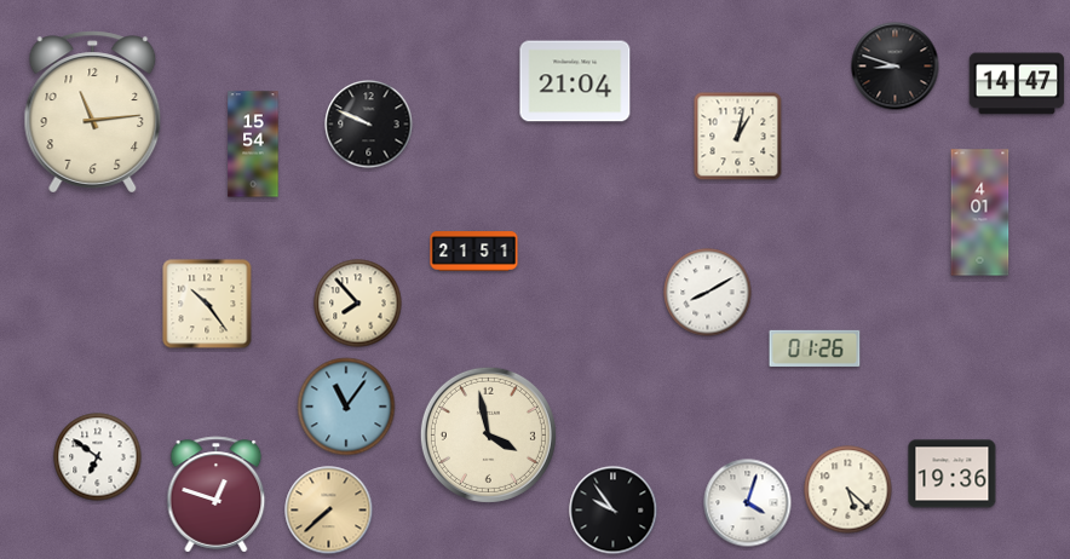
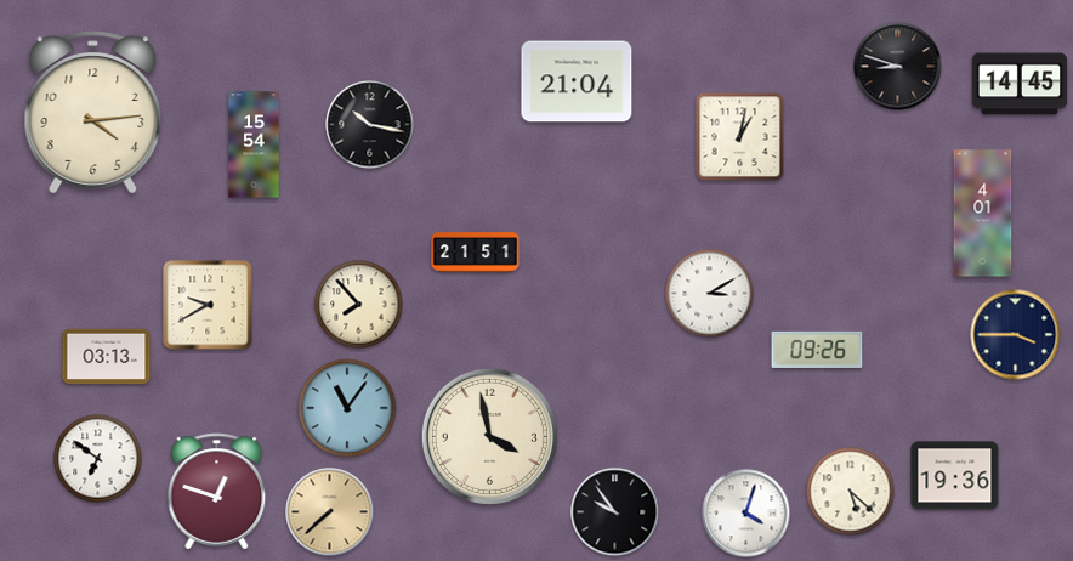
clock at (1017, 83): 14:47 -> 14:45
clock at (93, 113): 11:14 -> 4:14
clock at (369, 125): 9:49 -> 10:17
clock at (708, 293): 8:10 -> 3:10
clock at (207, 304): 10:24 -> 9:40
clock at (1016, 335): none -> 3:45
clock at (815, 348): 01:26 -> 09:26
clock at (107, 357): none -> 03:13
clock at (217, 495) position: (217, 495) -> (217, 492)
clock at (748, 503) position: (748, 503) -> (746, 514)
